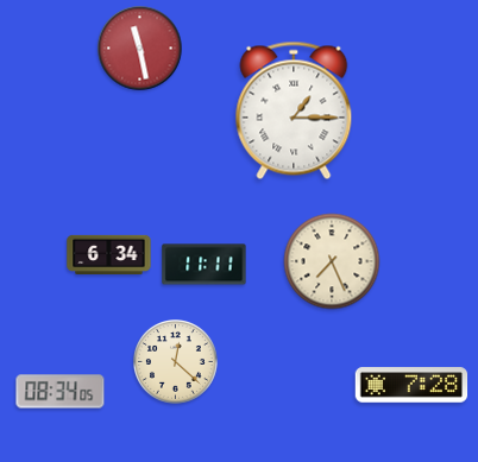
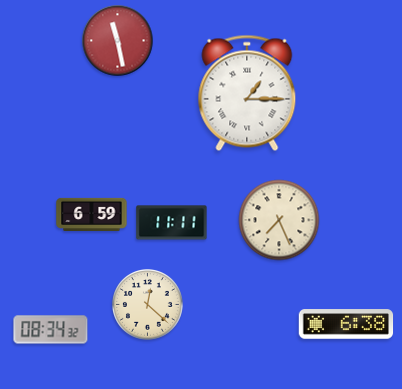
clock at (109, 254): 6:34 -> 6:59
clock at (411, 385): 7:28 -> 6:38
clock at (61, 392): 08:34:05 -> 08:34:32
